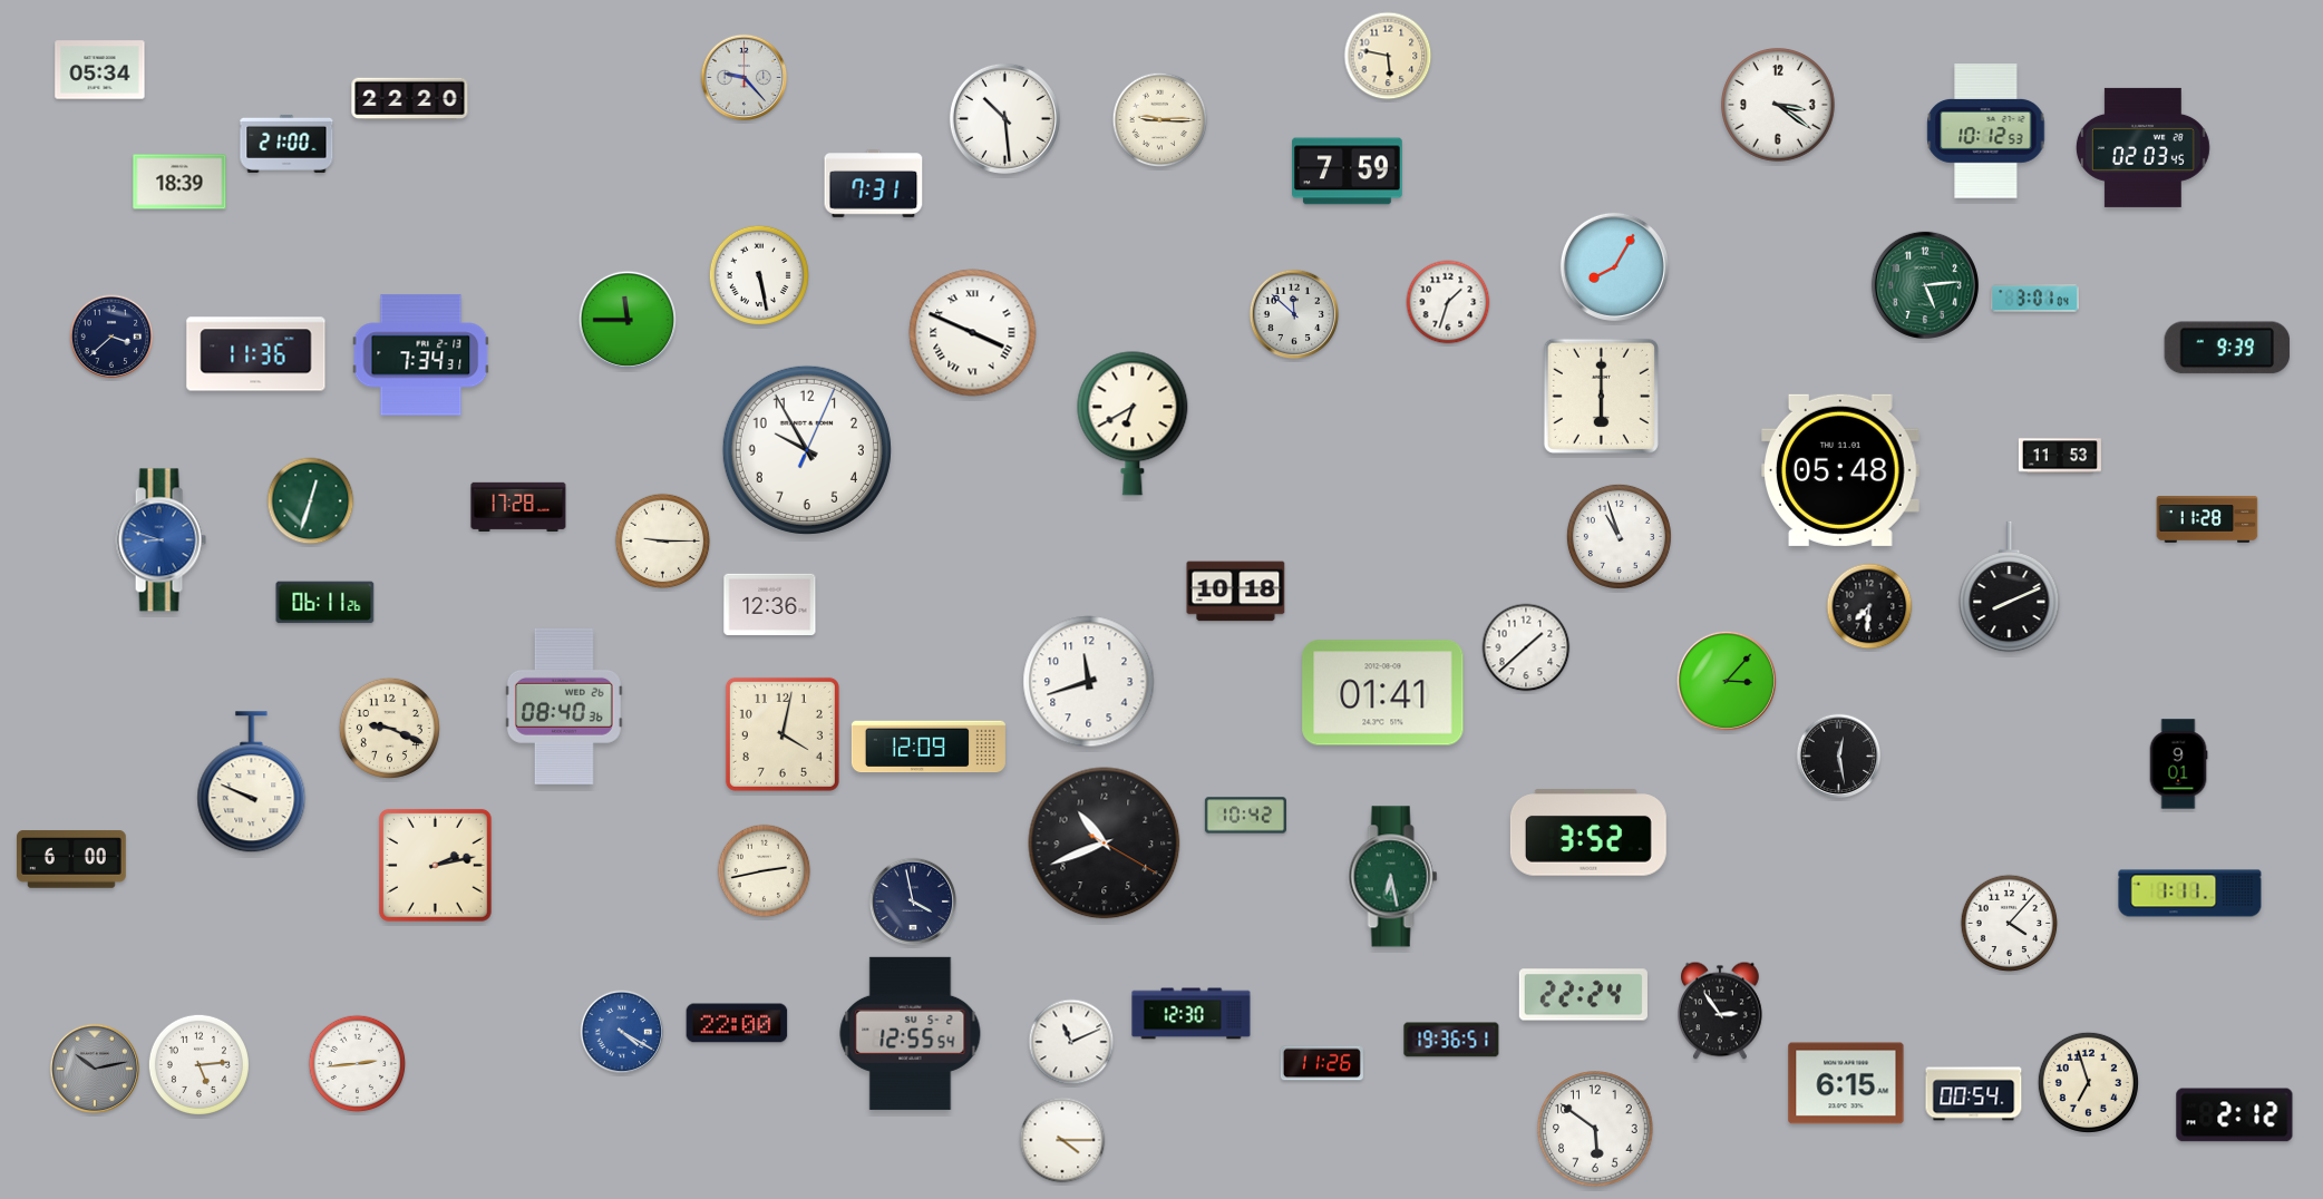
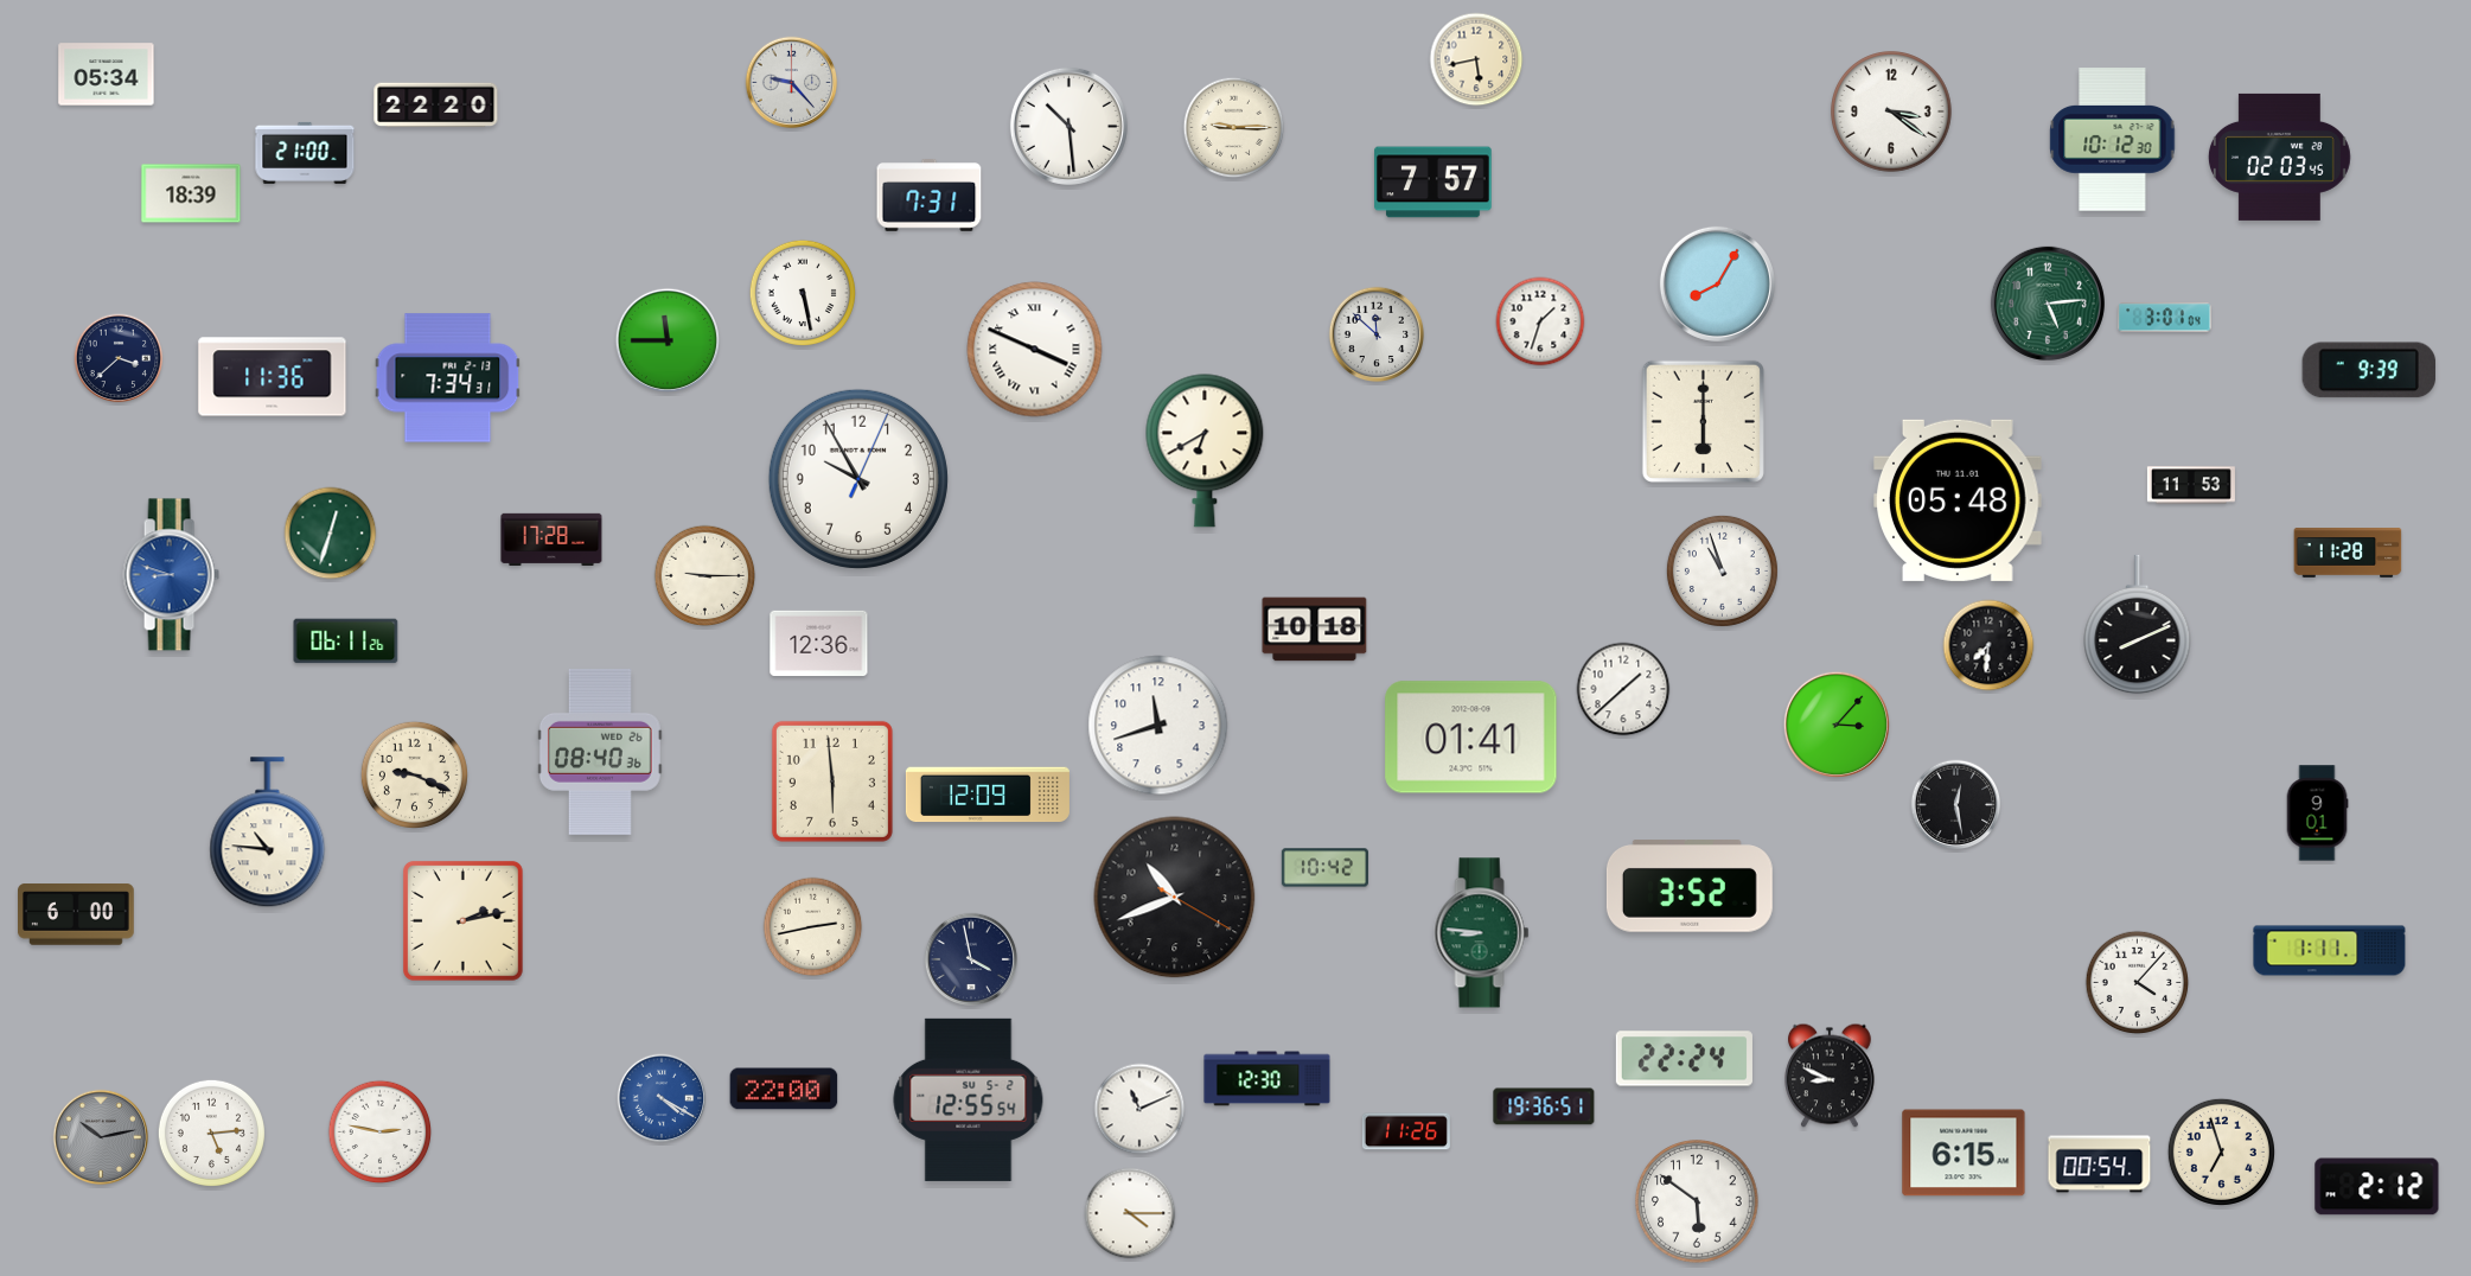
clock at (1388, 56): 5:47 -> 5:43
clock at (1986, 131): 10:12:53 -> 10:12:30
clock at (1348, 172): 7:59 -> 7:57
clock at (758, 274) position: (758, 274) -> (802, 292)
clock at (973, 333) position: (973, 333) -> (1035, 350)
clock at (783, 734): 4:02 -> 5:59
clock at (252, 782): 9:49 -> 10:46
clock at (1393, 877): 6:28 -> 8:46
clock at (1721, 1011): 2:54 -> 8:49
clock at (358, 1064): 2:44 -> 2:47
